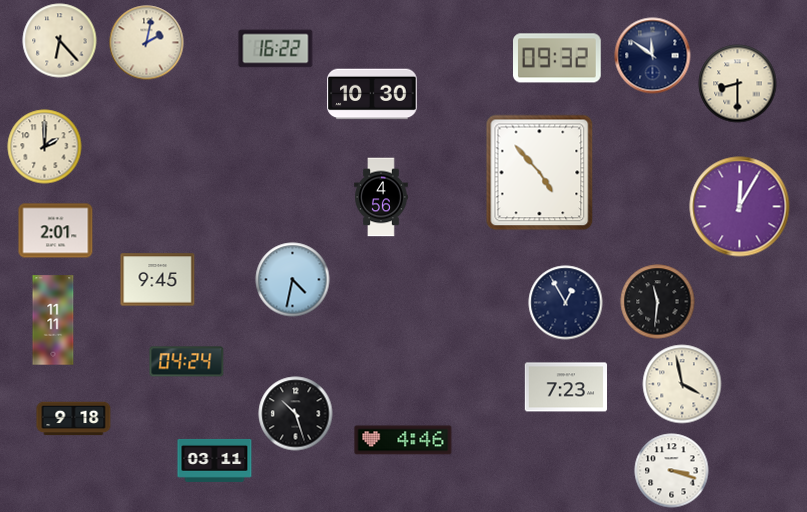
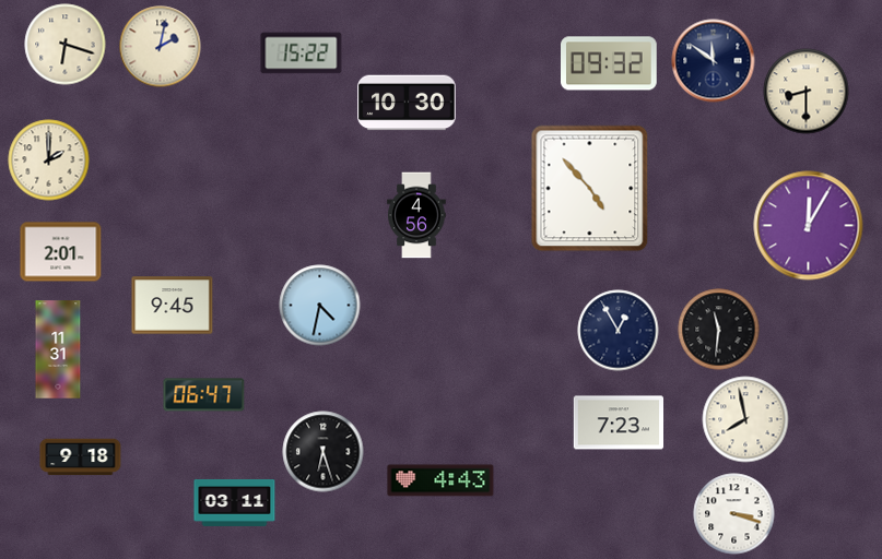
clock at (60, 41): 6:23 -> 6:18
clock at (276, 49): 16:22 -> 15:22
clock at (53, 320): 11:11 -> 11:31
clock at (187, 362): 04:24 -> 06:47
clock at (682, 384): 3:58 -> 7:58
clock at (296, 414): 10:27 -> 6:27
clock at (403, 440): 4:46 -> 4:43
